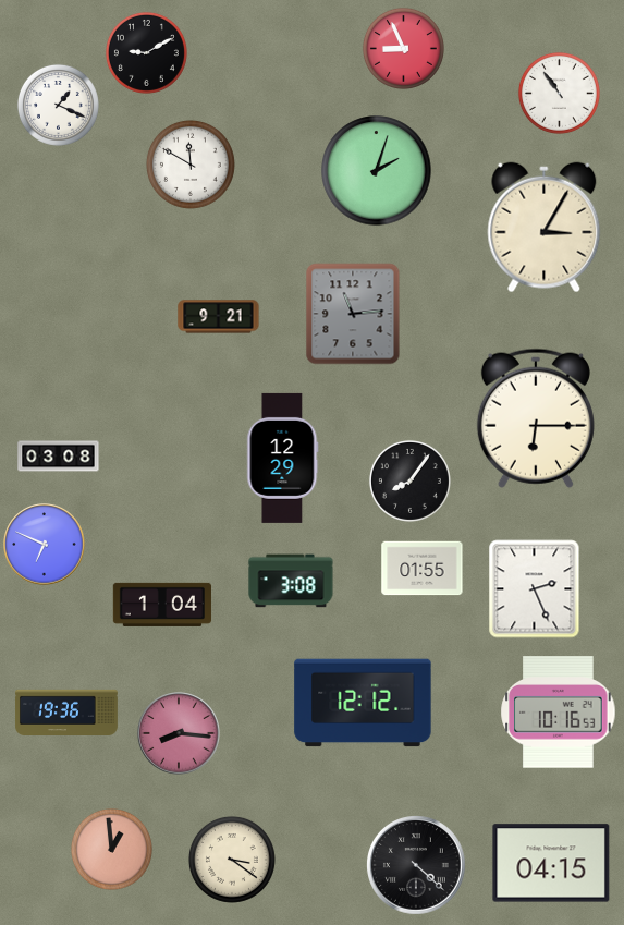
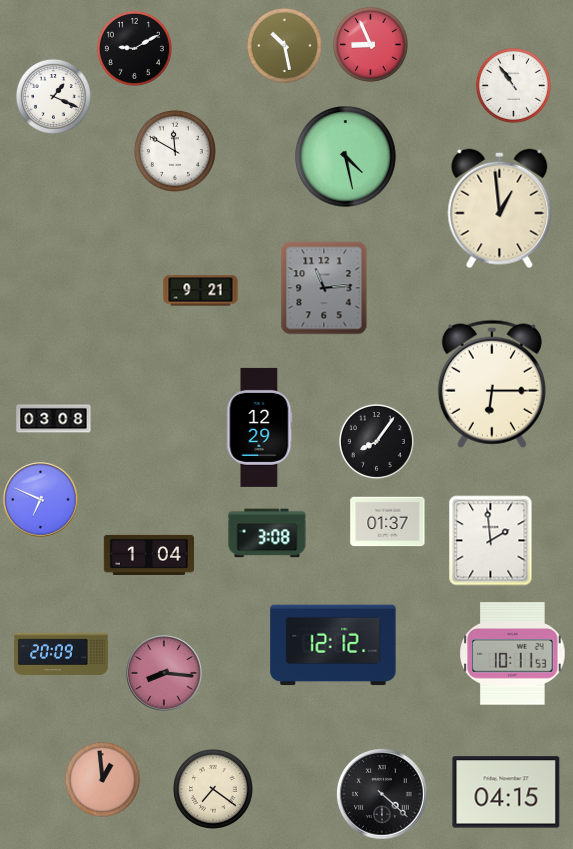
clock at (284, 45): none -> 10:28
clock at (377, 171): 2:03 -> 4:28
clock at (545, 228): 3:05 -> 12:59
clock at (283, 458) position: (283, 458) -> (260, 427)
clock at (423, 569): 01:55 -> 01:37
clock at (535, 589): 2:26 -> 1:59
clock at (68, 711): 19:36 -> 20:09
clock at (559, 713): 10:16 -> 10:11
clock at (232, 860): 3:21 -> 7:21
